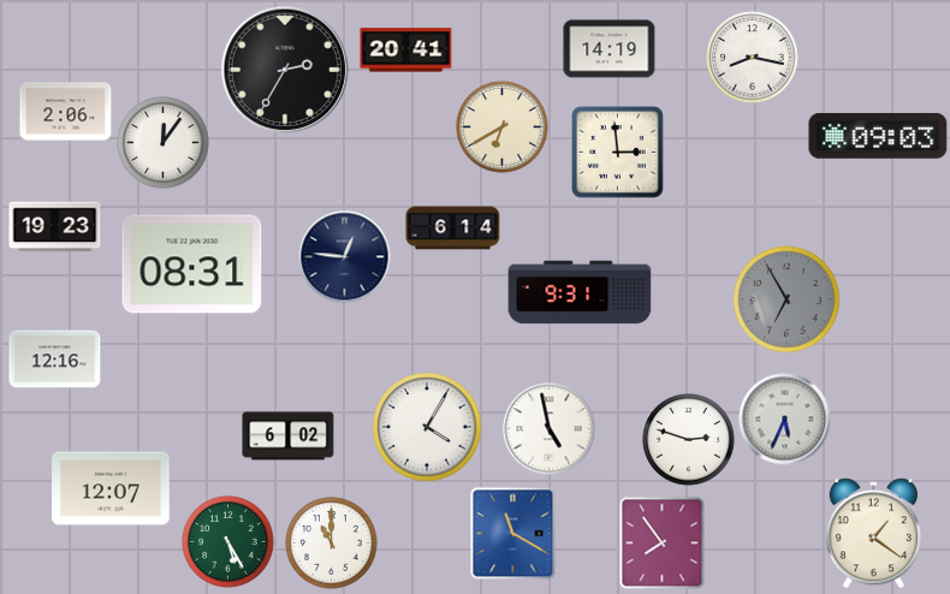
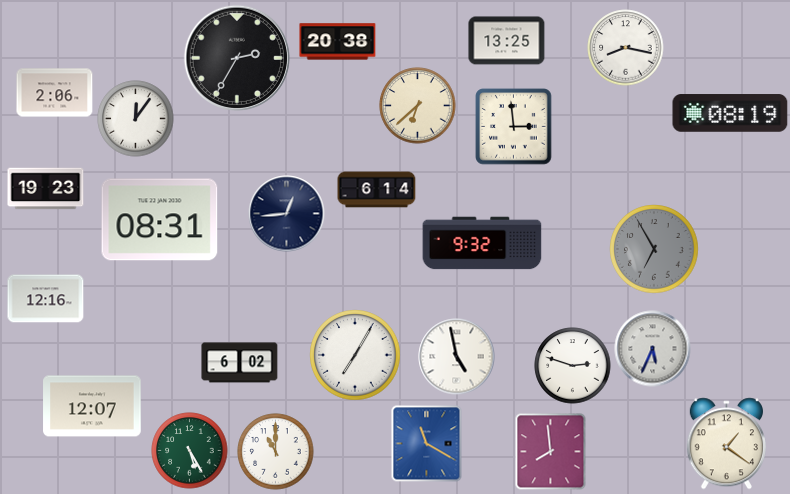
clock at (610, 49): 14:19 -> 13:25
clock at (406, 51): 20:41 -> 20:38
clock at (503, 127): 6:40 -> 6:38
clock at (878, 136): 09:03 -> 08:19
clock at (345, 257): 12:46 -> 12:44
clock at (580, 292): 9:31 -> 9:32
clock at (427, 427): 4:05 -> 7:05
clock at (663, 543): 7:54 -> 7:59
